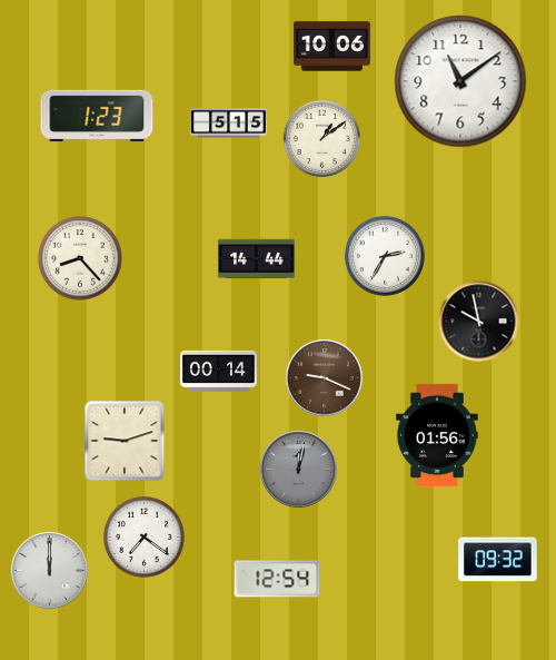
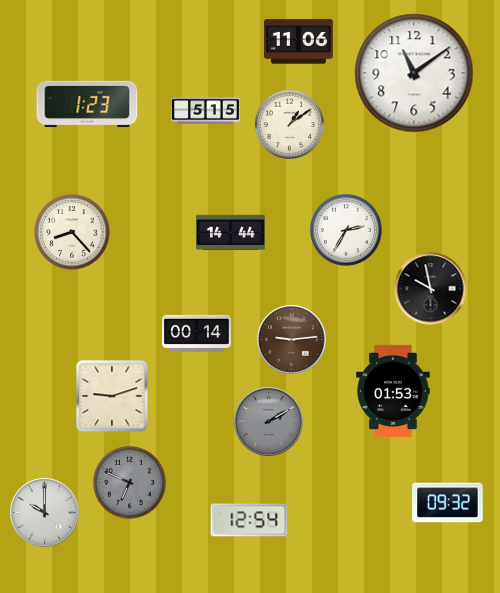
clock at (331, 47): 10:06 -> 11:06
clock at (325, 378): 9:19 -> 9:14
clock at (437, 435): 01:56 -> 01:53
clock at (299, 470): 12:02 -> 2:10
clock at (145, 538): 7:21 -> 6:49
clock at (145, 538) dial: white -> grey
clock at (50, 571): 12:00 -> 10:00
